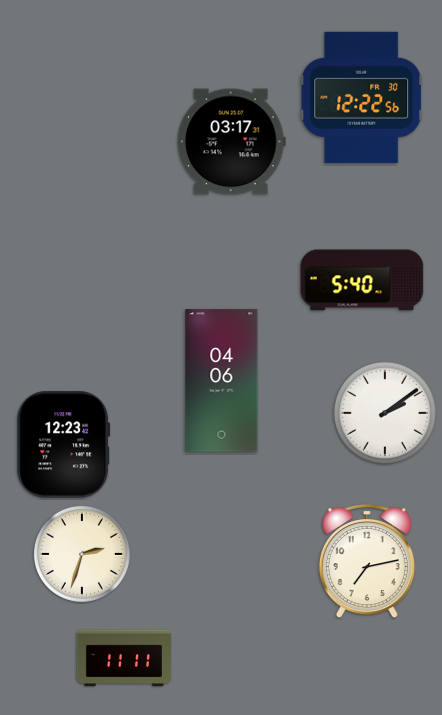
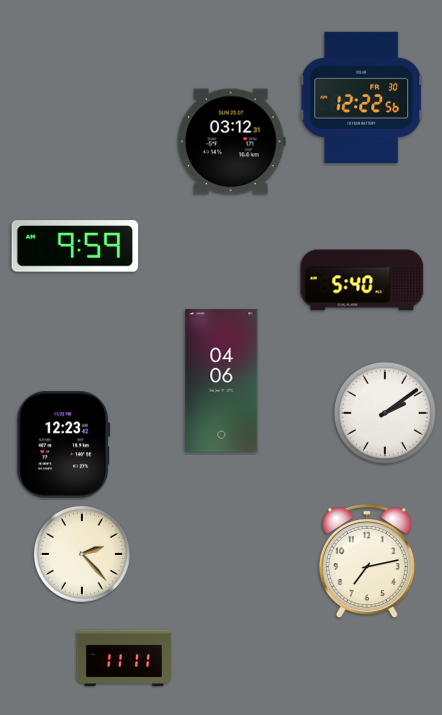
clock at (231, 142): 03:17 -> 03:12
clock at (75, 246): none -> 9:59
clock at (82, 554): 2:33 -> 2:23
